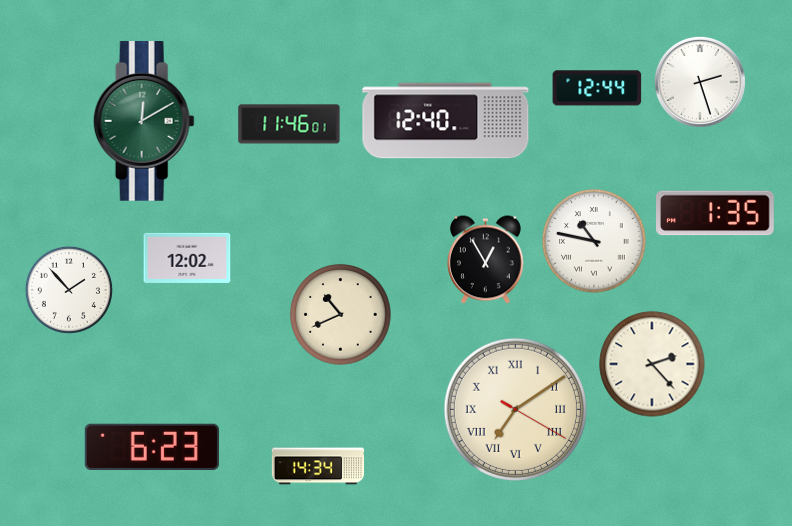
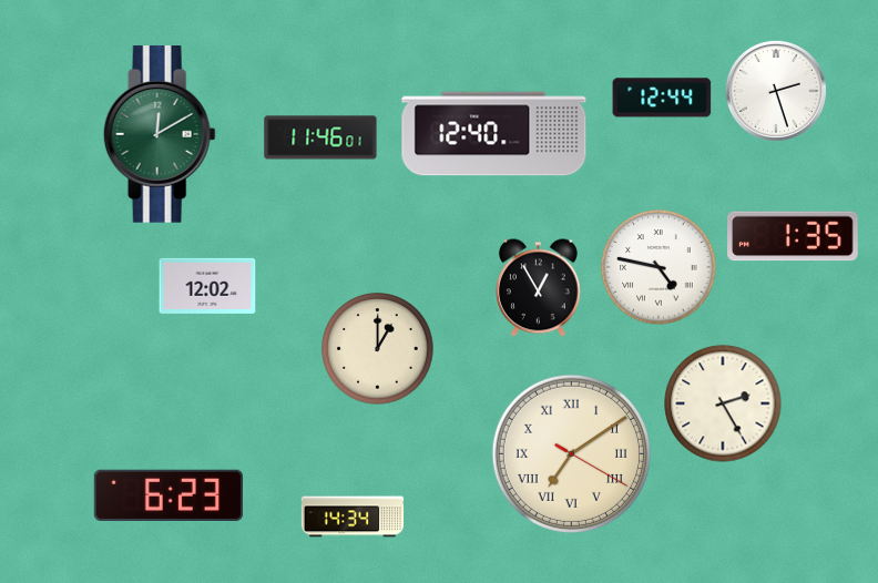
clock at (594, 241): 10:47 -> 4:47
clock at (69, 290): 1:53 -> none
clock at (341, 315): 10:41 -> 1:00
clock at (652, 364): 2:23 -> 2:25
